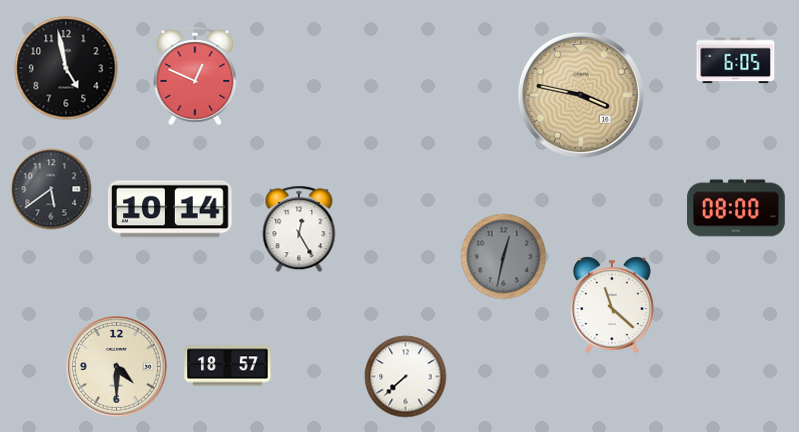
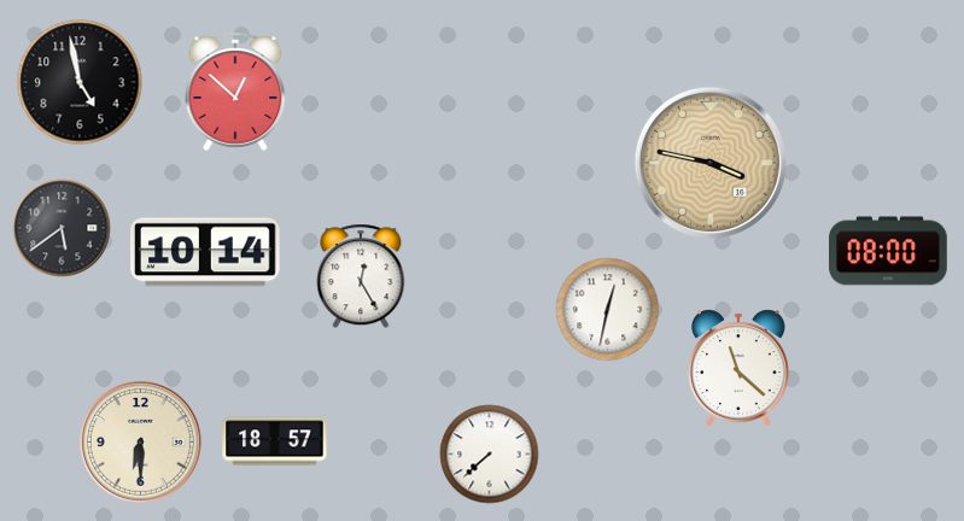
clock at (736, 61): 6:05 -> none
clock at (195, 76): 12:49 -> 12:52
clock at (581, 95) position: (581, 95) -> (711, 163)
clock at (504, 257) dial: grey -> white
clock at (116, 366): 4:30 -> 6:30
